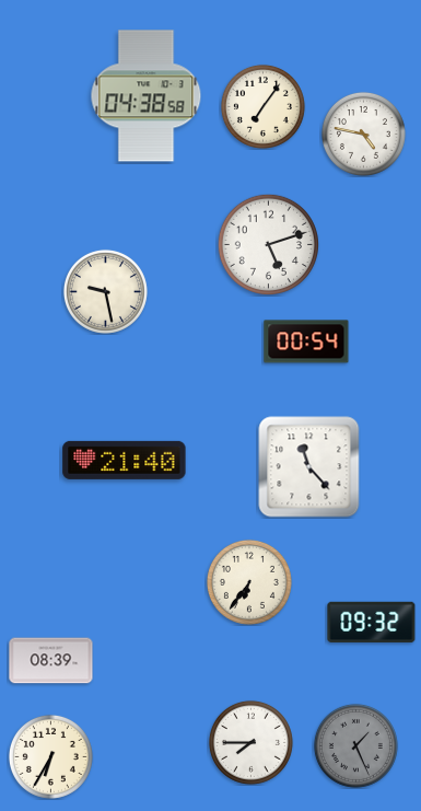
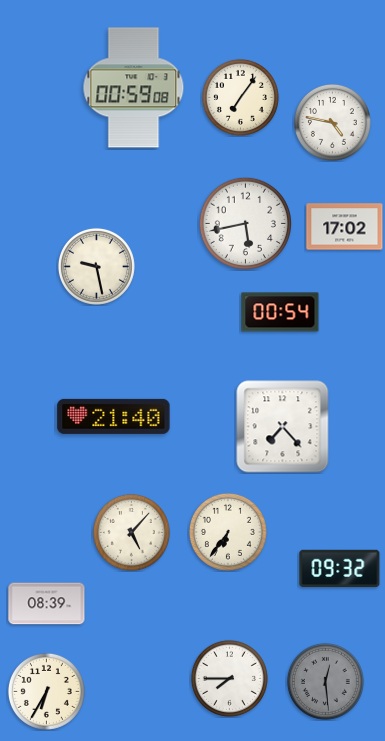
clock at (147, 96): 04:38 -> 00:59
clock at (268, 244): 5:12 -> 5:43
clock at (345, 227): none -> 17:02
clock at (125, 460) position: (125, 460) -> (114, 416)
clock at (309, 467): 11:23 -> 7:23
clock at (131, 532): none -> 5:07
clock at (355, 745): 1:26 -> 12:29
